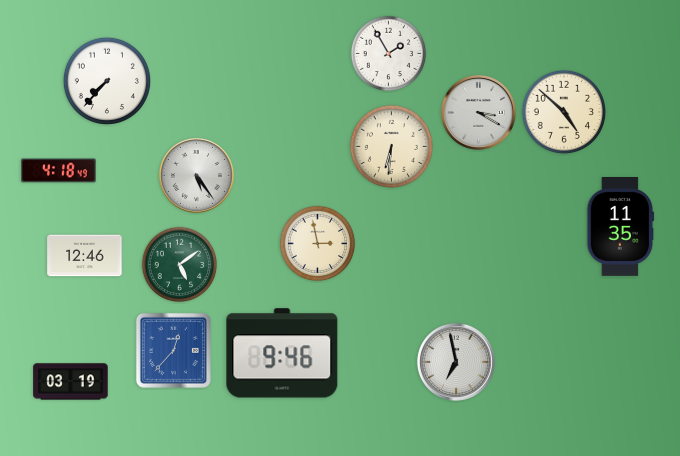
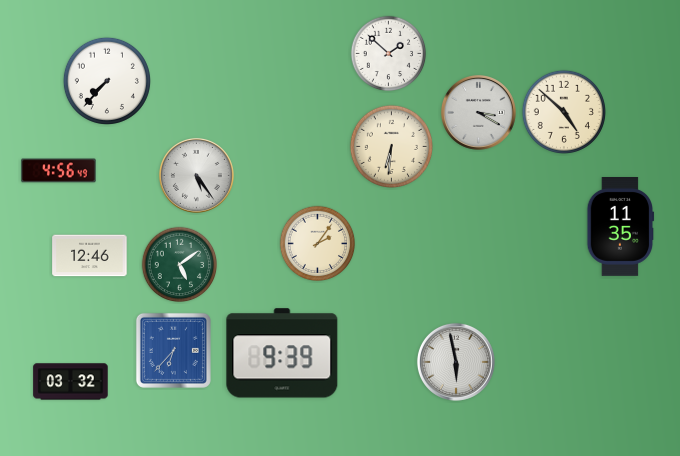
clock at (389, 54): 1:55 -> 1:52
clock at (59, 171): 4:18 -> 4:56
clock at (318, 244): 2:58 -> 2:06
clock at (85, 256) position: (85, 256) -> (90, 256)
clock at (173, 350): 12:37 -> 6:37
clock at (282, 353): 9:46 -> 9:39
clock at (456, 362): 6:58 -> 5:58
clock at (71, 382): 03:19 -> 03:32
